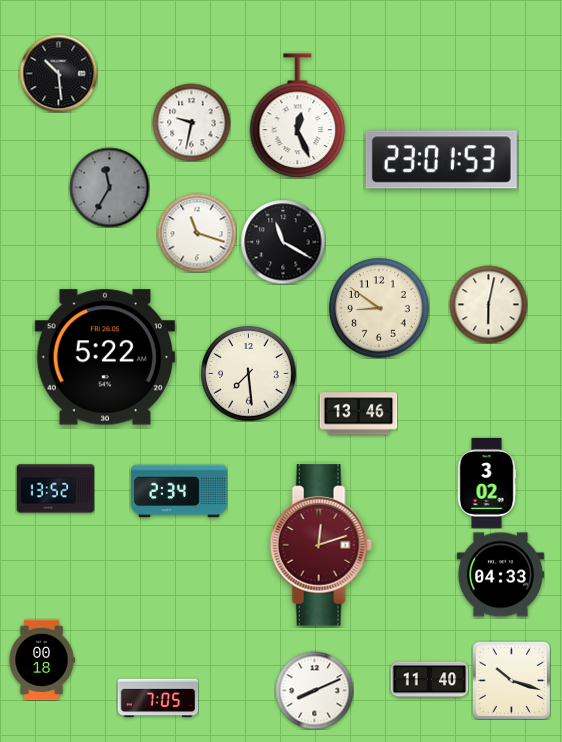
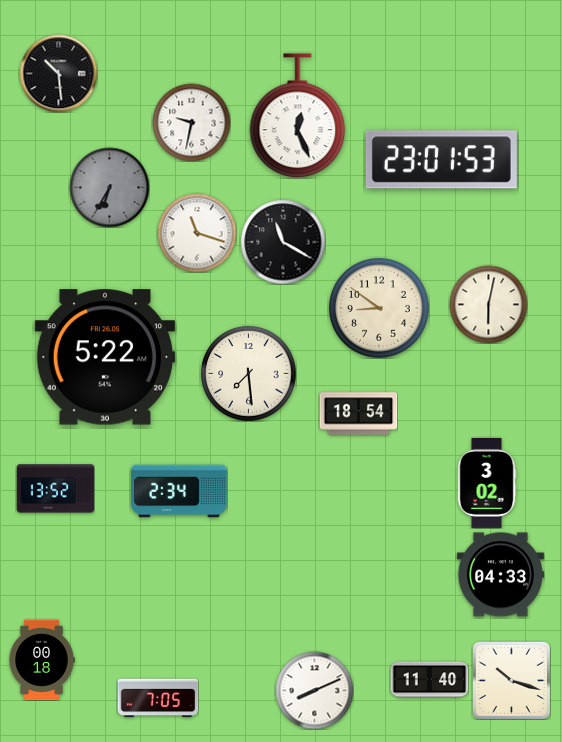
clock at (109, 187): 11:35 -> 6:35
clock at (358, 414): 13:46 -> 18:54
clock at (321, 545): 12:12 -> none
